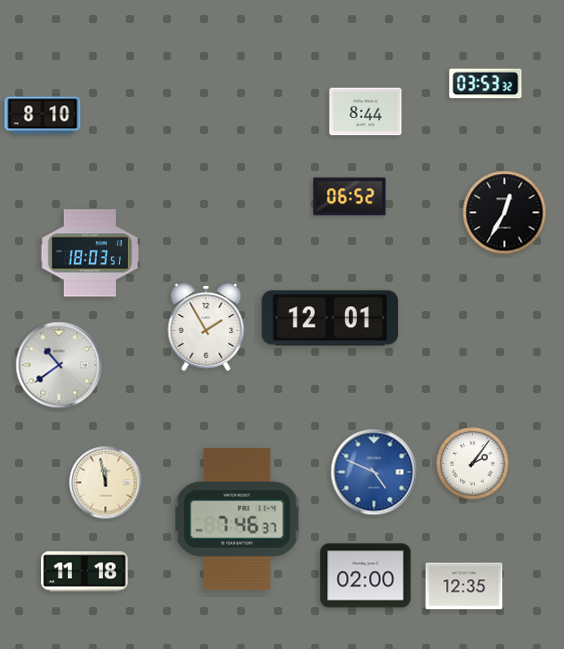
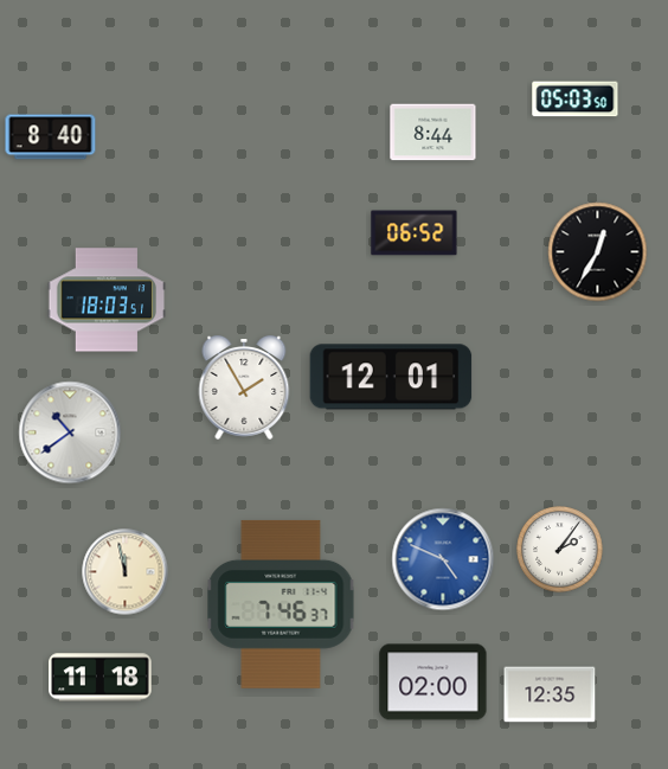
clock at (486, 84): 03:53 -> 05:03
clock at (43, 116): 8:10 -> 8:40
clock at (237, 519) position: (237, 519) -> (281, 604)
